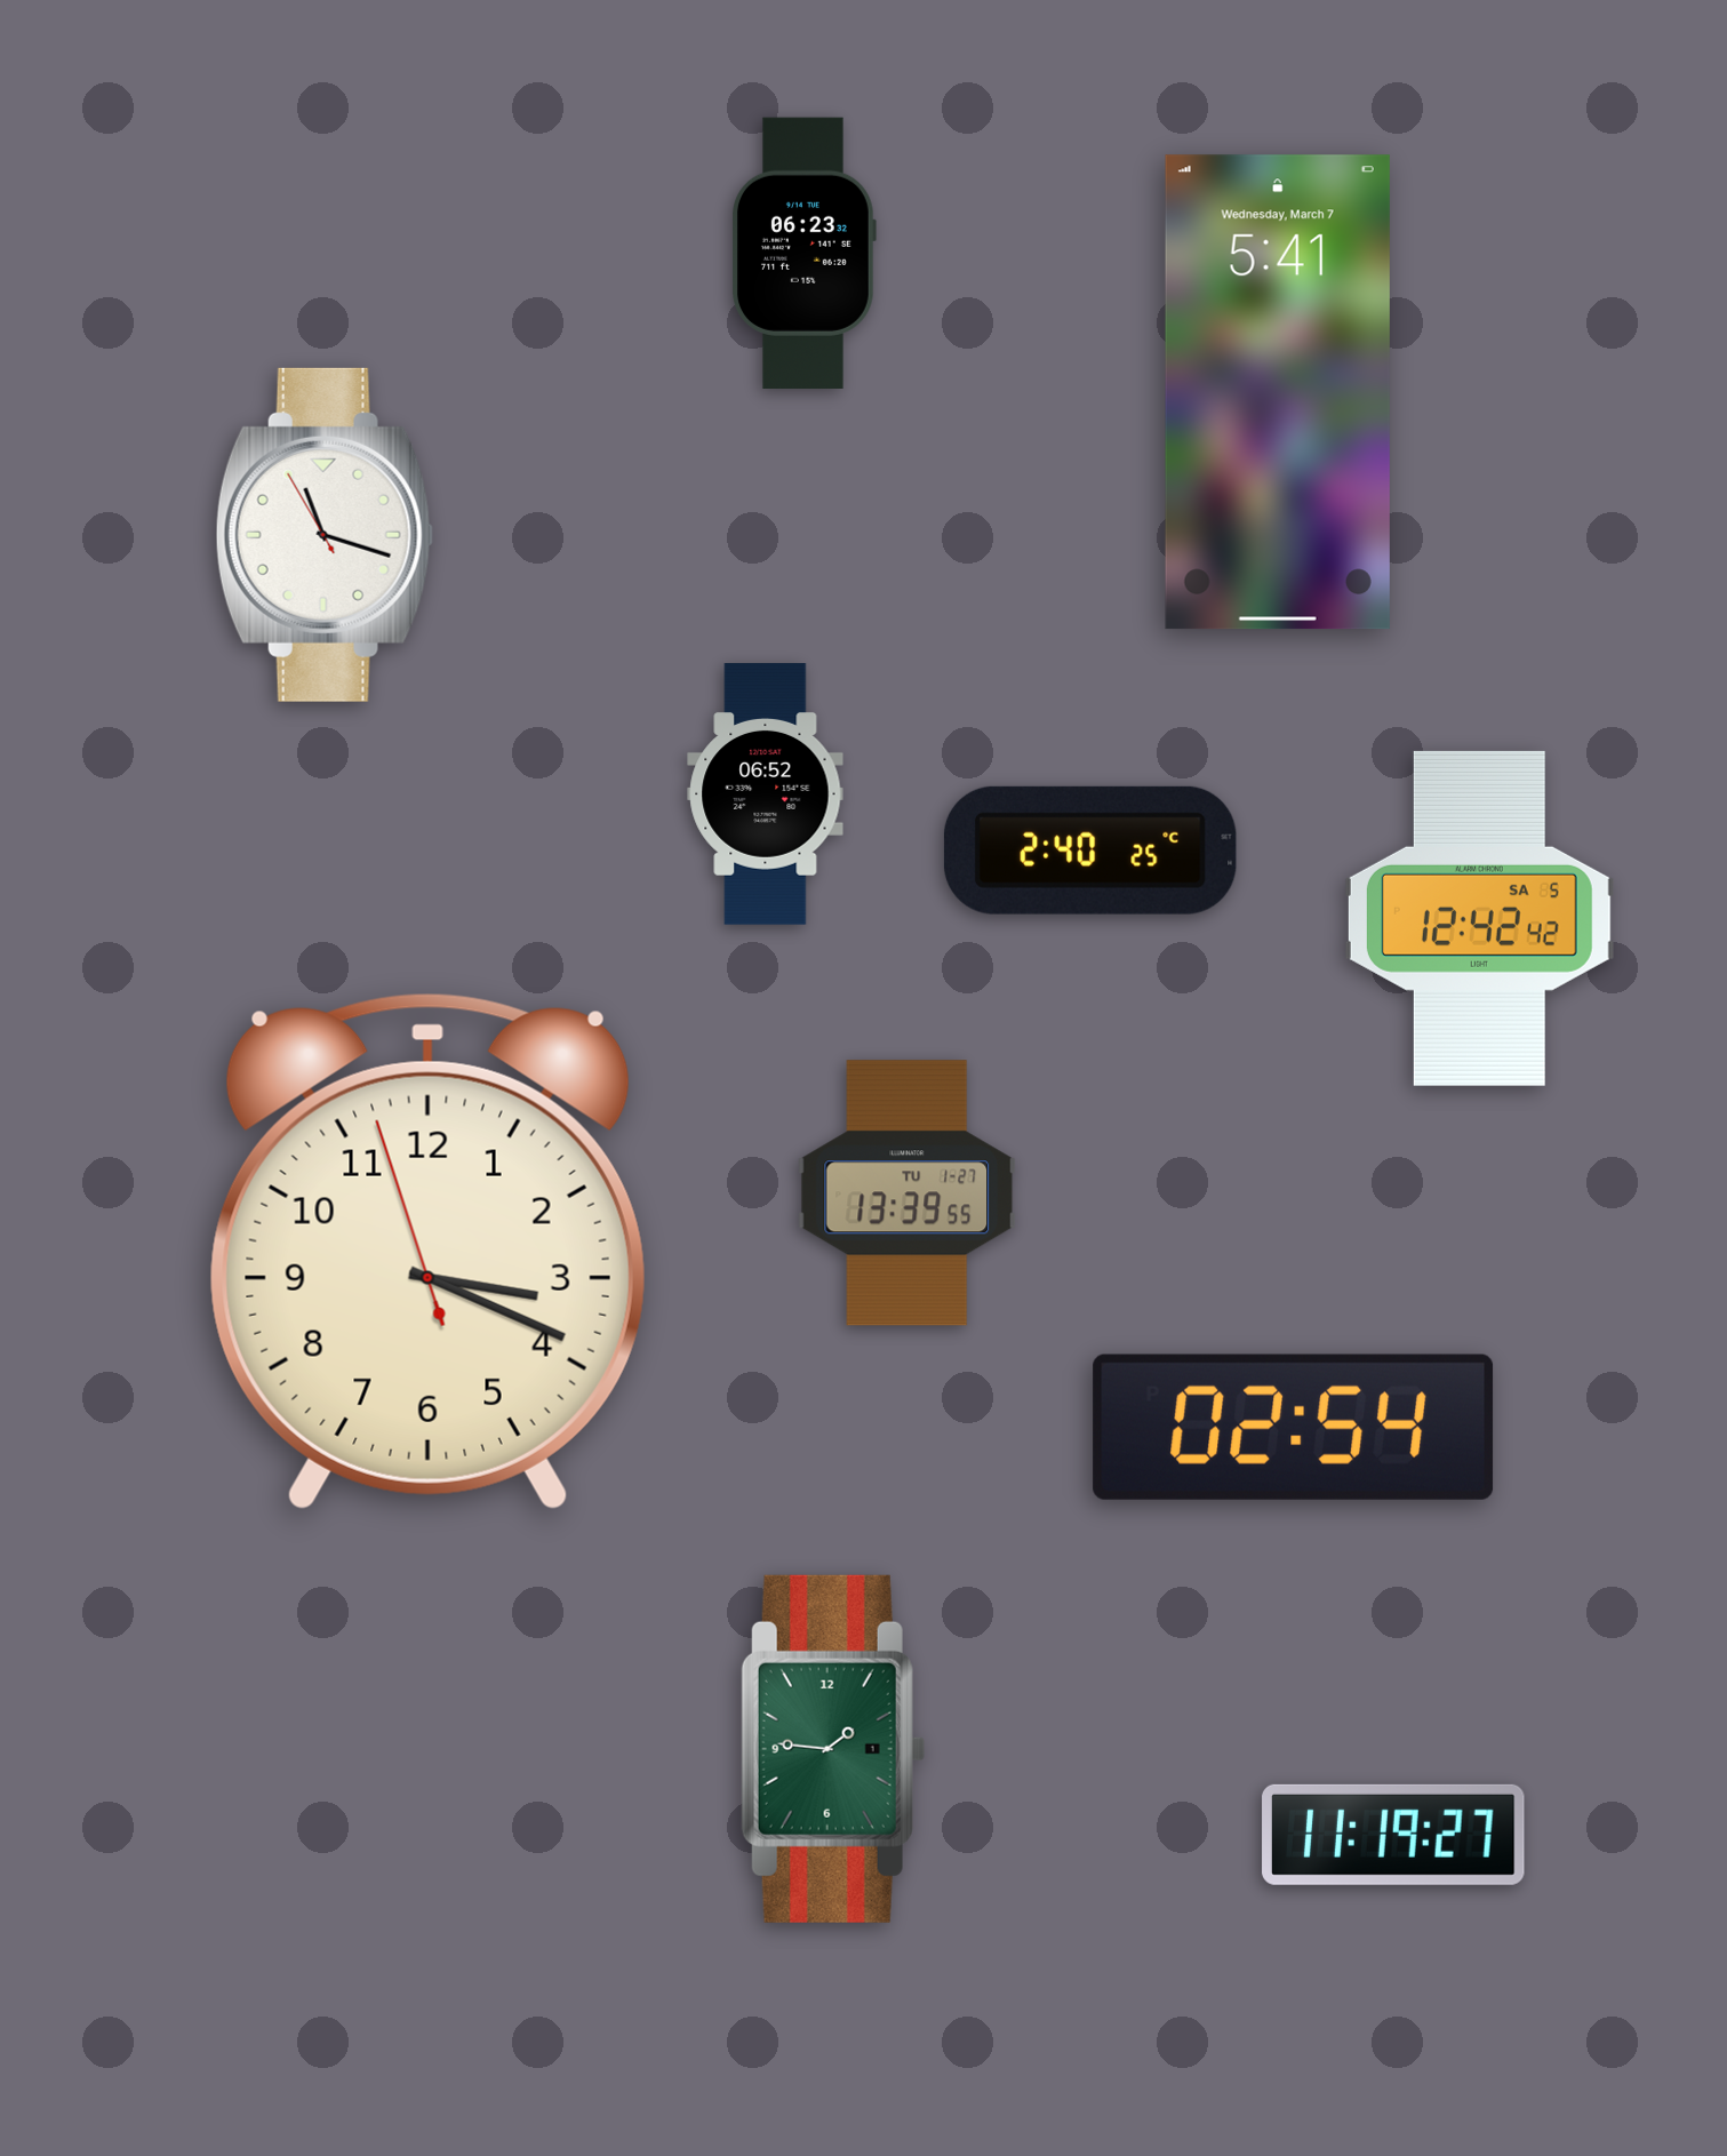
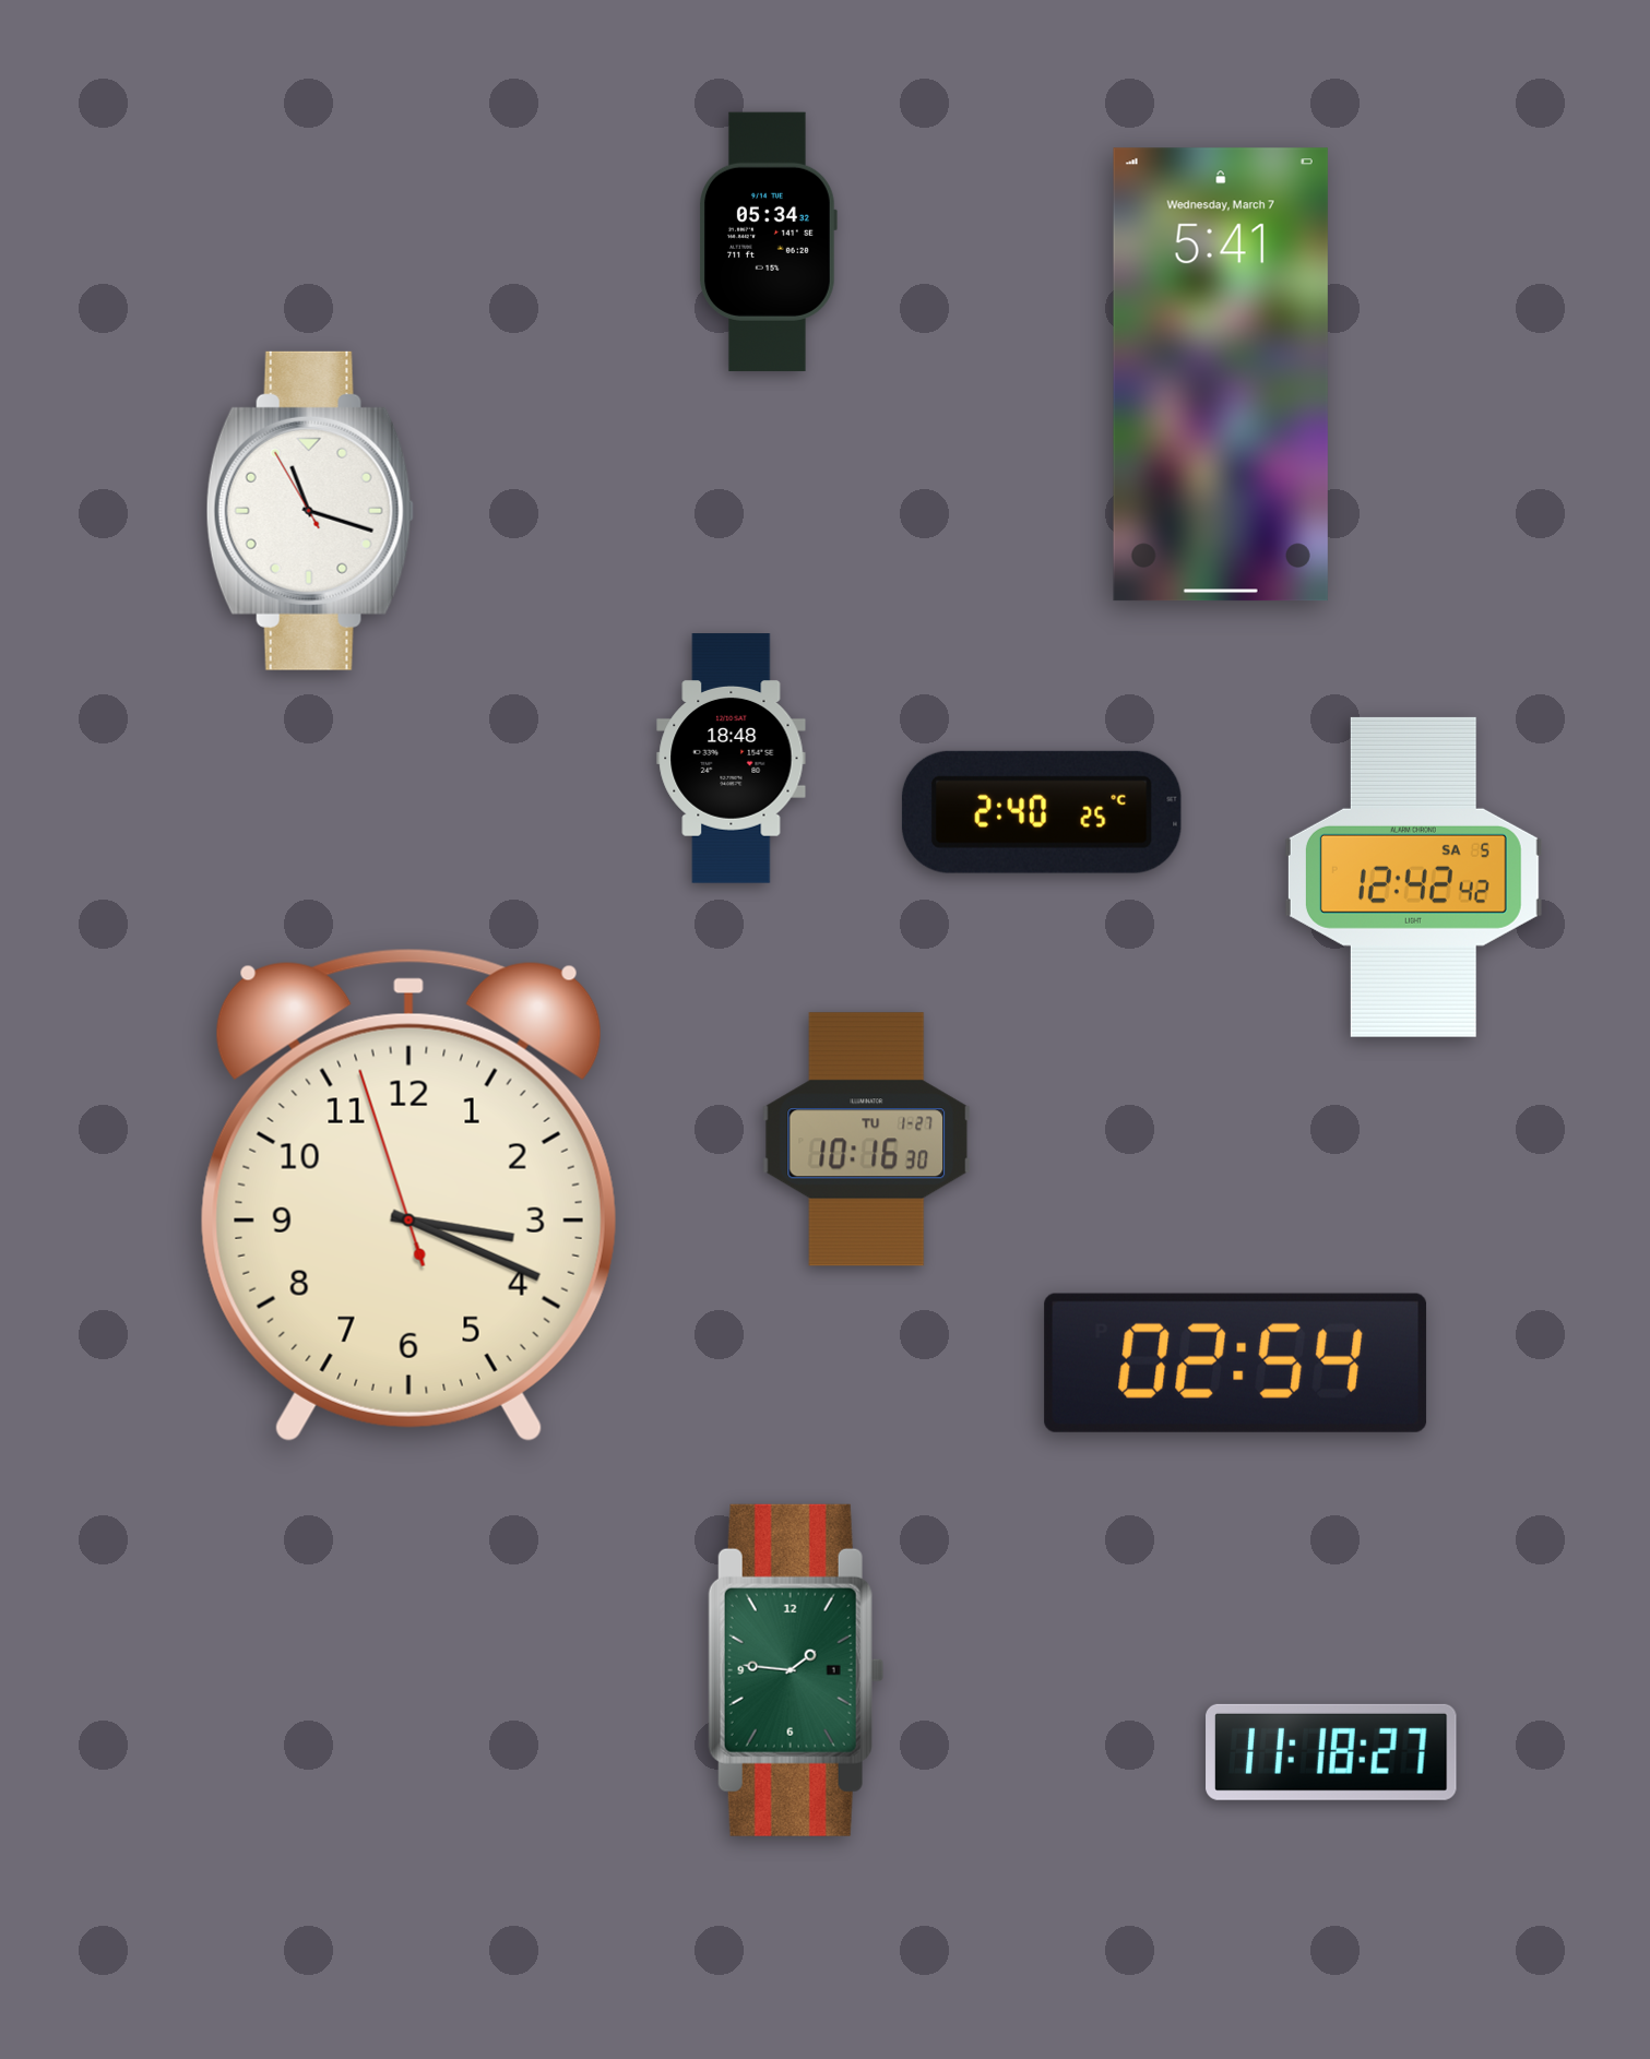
clock at (805, 253): 06:23 -> 05:34
clock at (766, 794): 06:52 -> 18:48
clock at (908, 1193): 13:39 -> 10:16
clock at (1393, 1835): 11:19 -> 11:18
